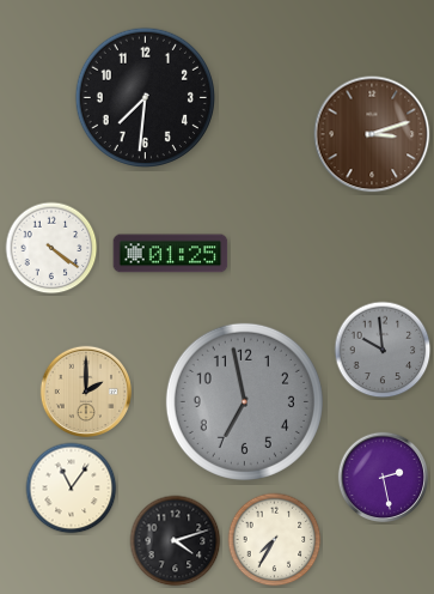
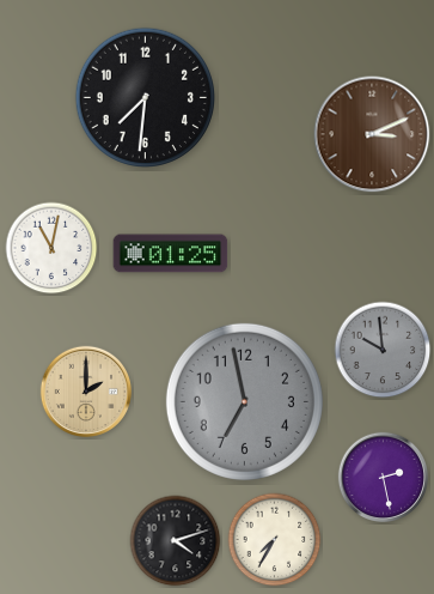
clock at (372, 134): 3:12 -> 3:11
clock at (51, 248): 4:21 -> 11:02
clock at (72, 489): 11:06 -> none
